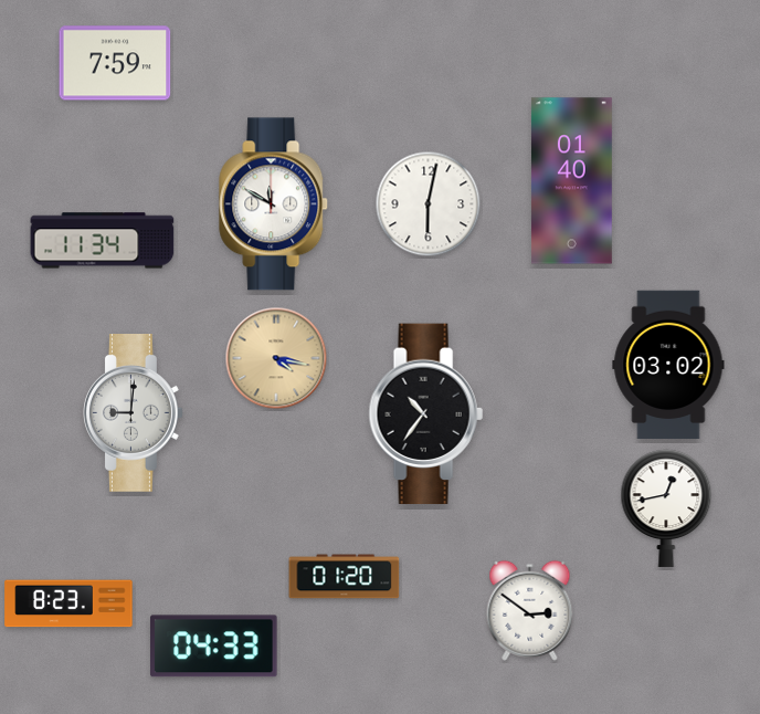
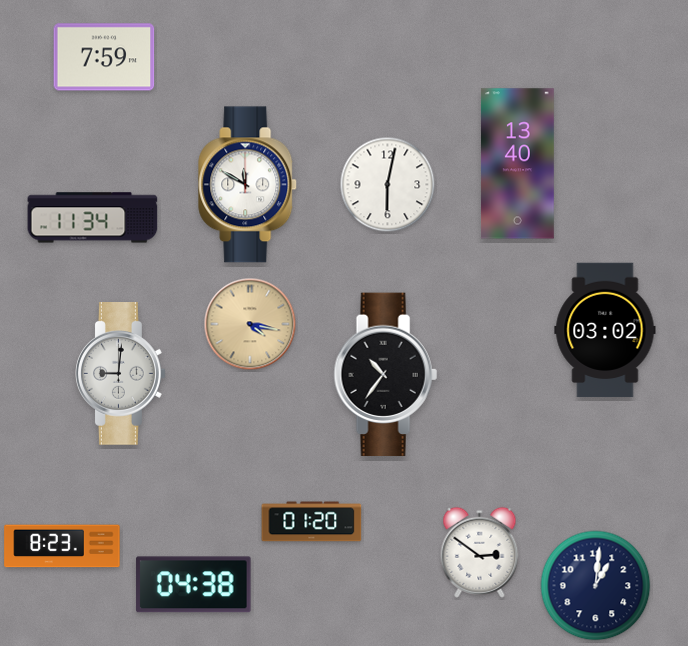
clock at (571, 181): 01:40 -> 13:40
clock at (666, 508): 12:43 -> none
clock at (214, 647): 04:33 -> 04:38
clock at (596, 586): none -> 1:01
